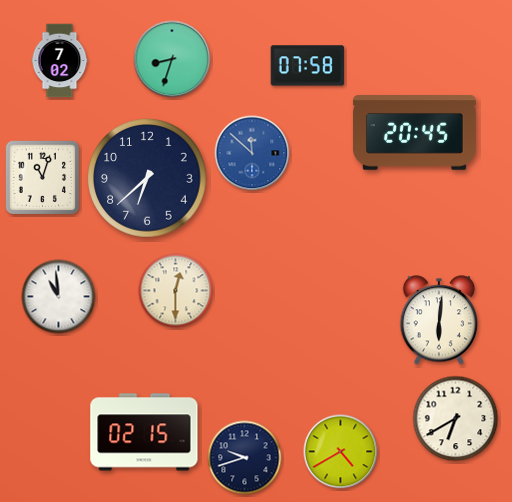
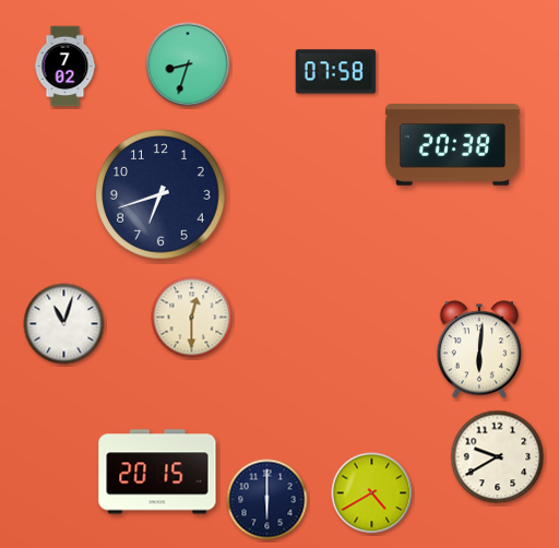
clock at (414, 133): 20:45 -> 20:38
clock at (252, 153): 11:52 -> none
clock at (43, 178): 11:03 -> none
clock at (147, 178): 6:38 -> 6:42
clock at (59, 297): 10:59 -> 11:03
clock at (456, 419): 6:40 -> 9:40
clock at (144, 432): 02:15 -> 20:15
clock at (245, 458): 9:42 -> 6:00
